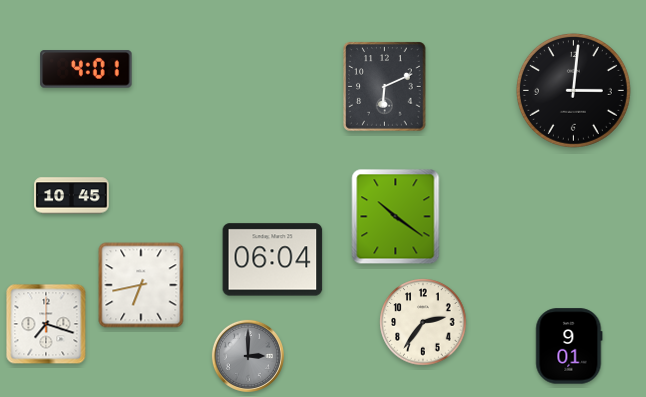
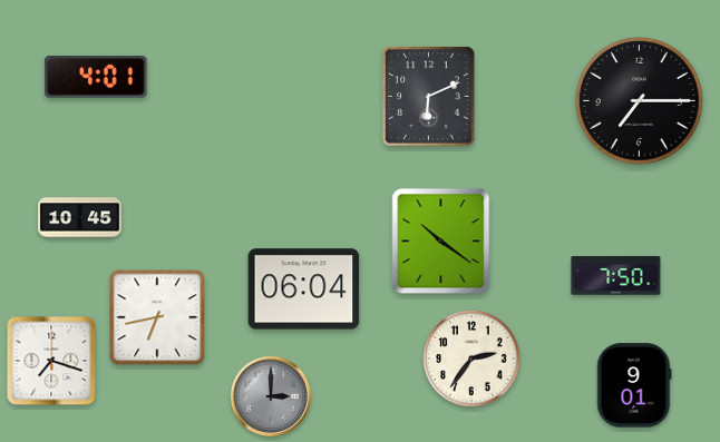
clock at (573, 90): 3:01 -> 7:15
clock at (616, 276): none -> 7:50
clock at (248, 356) position: (248, 356) -> (271, 396)
